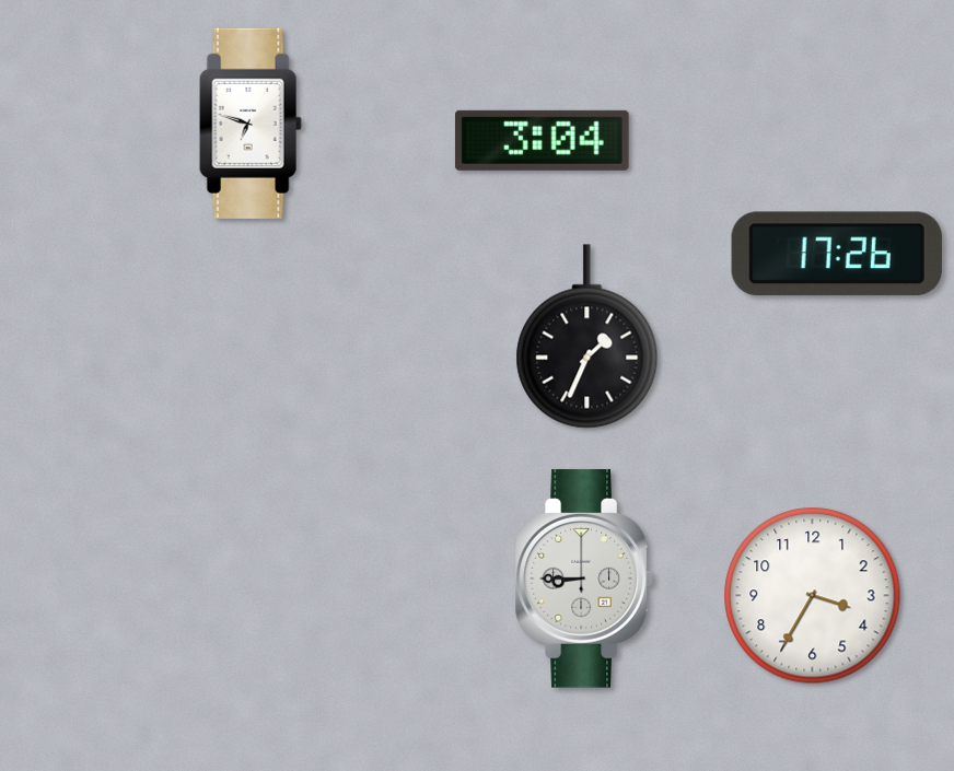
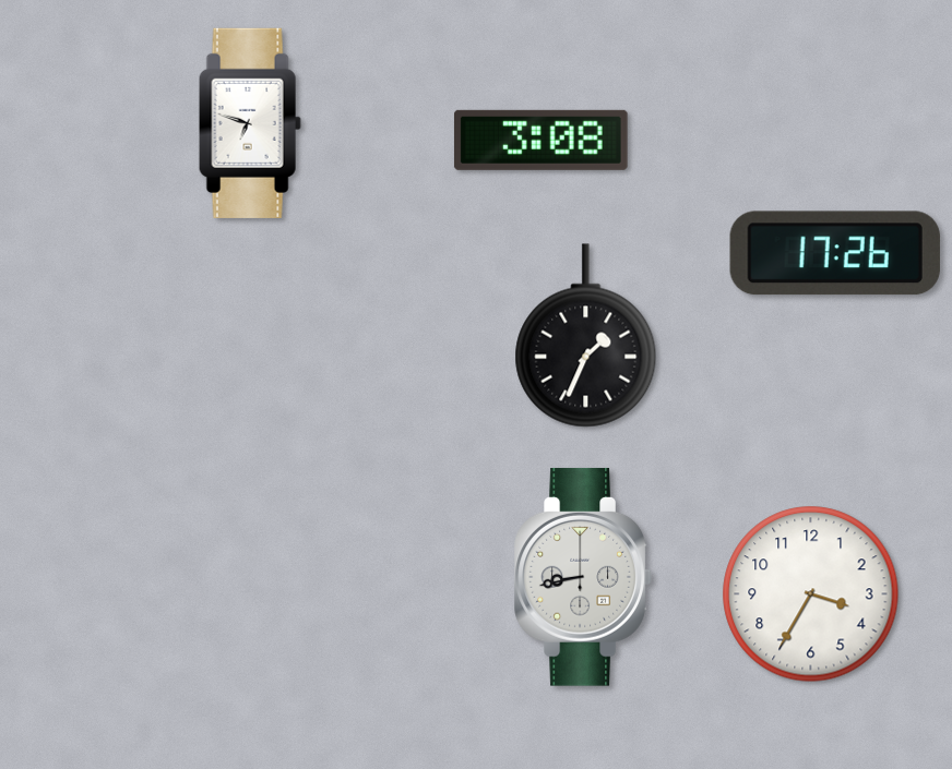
clock at (542, 140): 3:04 -> 3:08
clock at (584, 579): 8:45 -> 8:43
